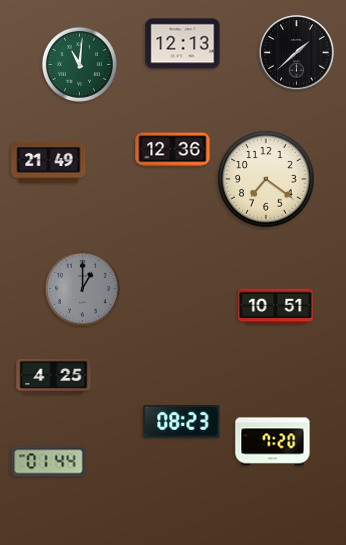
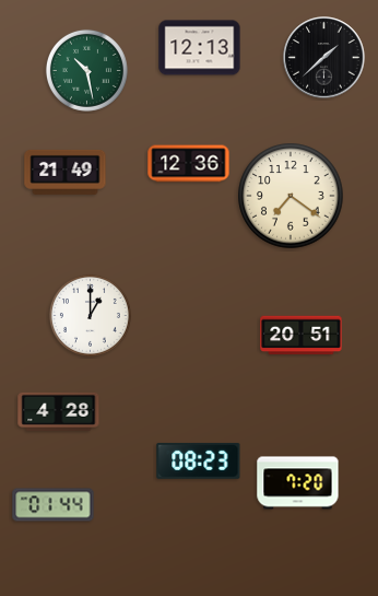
clock at (79, 64): 11:01 -> 10:28
clock at (49, 162) position: (49, 162) -> (66, 172)
clock at (82, 288) dial: grey -> white
clock at (276, 307): 10:51 -> 20:51
clock at (54, 376): 4:25 -> 4:28
